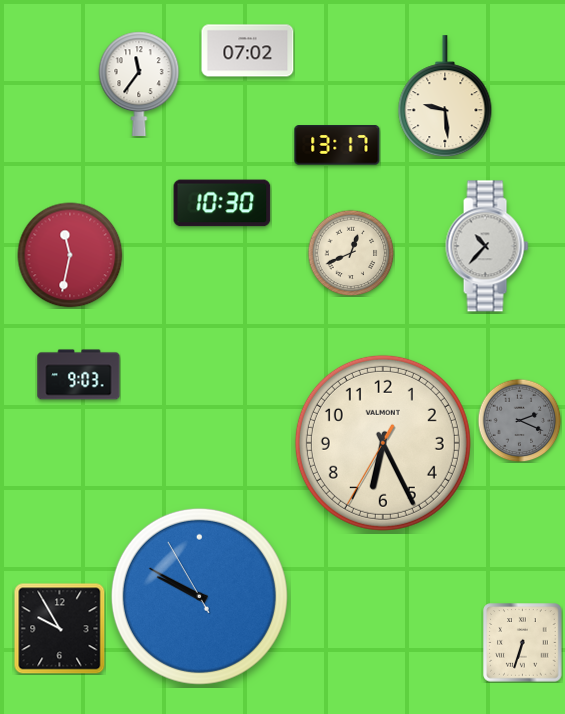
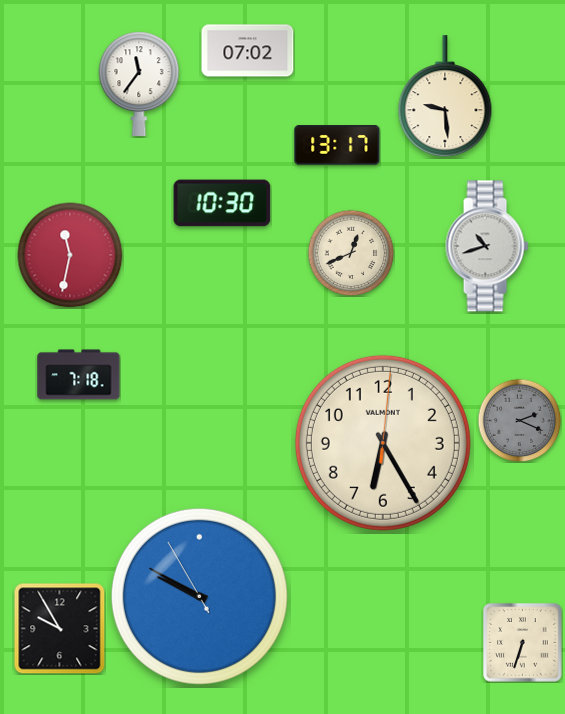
clock at (487, 246): 10:37 -> 10:42
clock at (79, 375): 9:03 -> 7:18
clock at (383, 443): 6:25:35 -> 6:25:01
